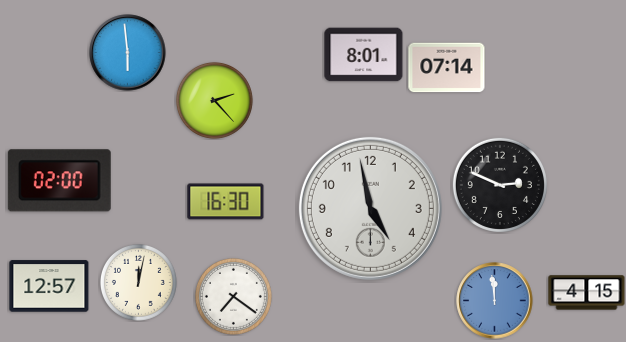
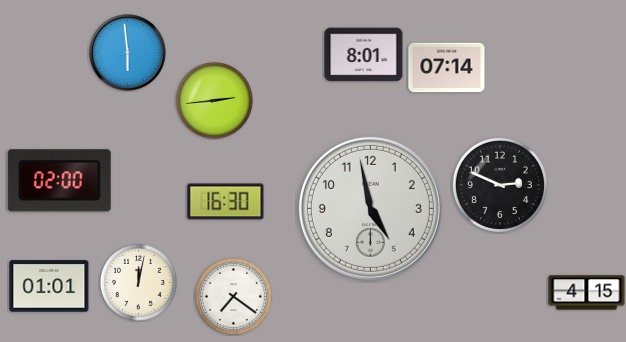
clock at (214, 100): 2:23 -> 2:44
clock at (49, 286): 12:57 -> 01:01
clock at (495, 301): 11:59 -> none
